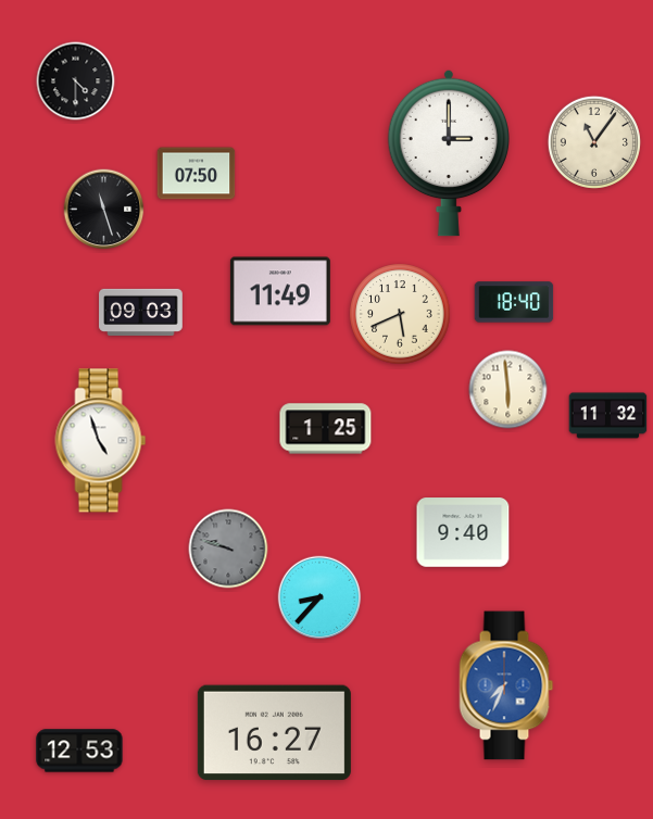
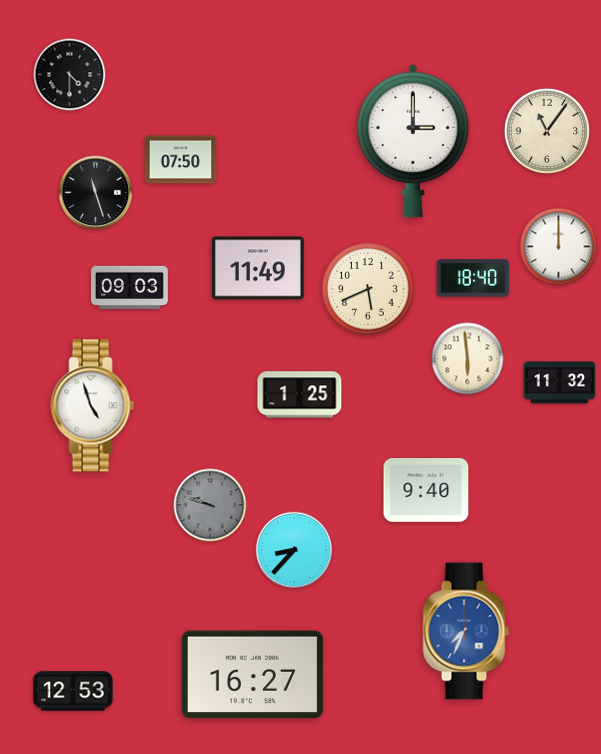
clock at (559, 247): none -> 12:00
